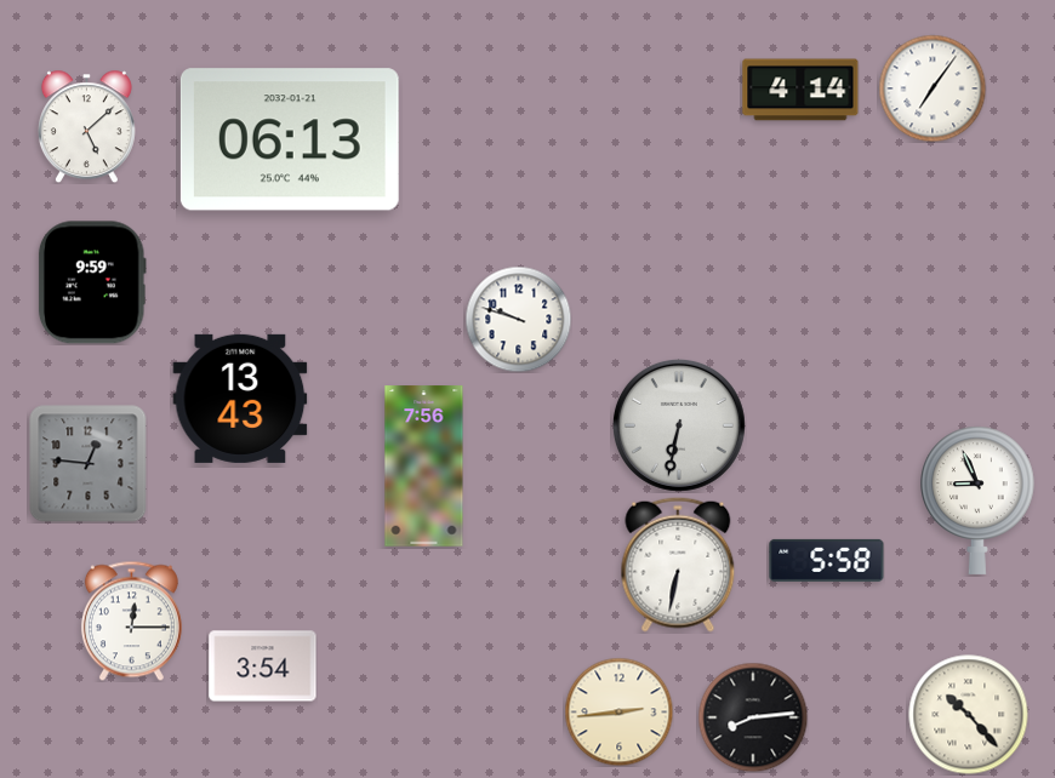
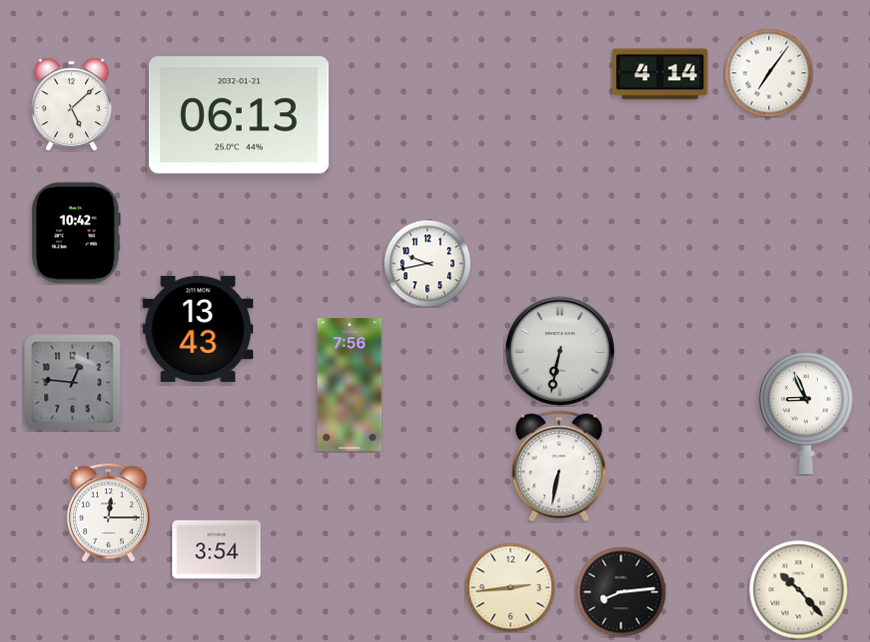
clock at (92, 282): 9:59 -> 10:42
clock at (518, 319): 9:48 -> 9:43
clock at (827, 560): 5:58 -> none
